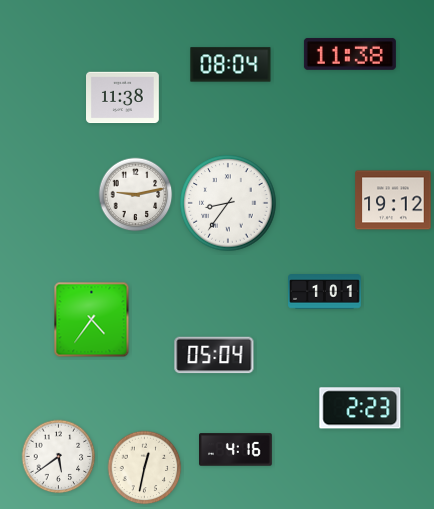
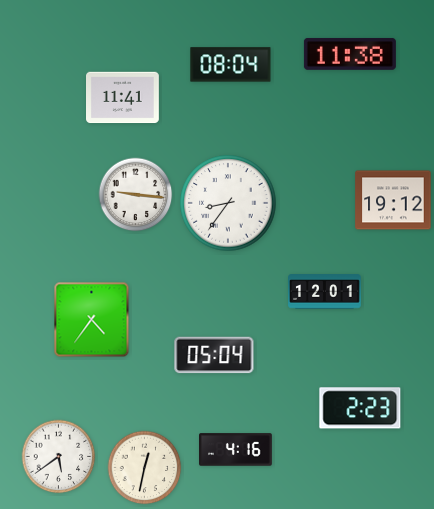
clock at (123, 98): 11:38 -> 11:41
clock at (136, 195): 9:13 -> 9:16
clock at (325, 292): 1:01 -> 12:01
